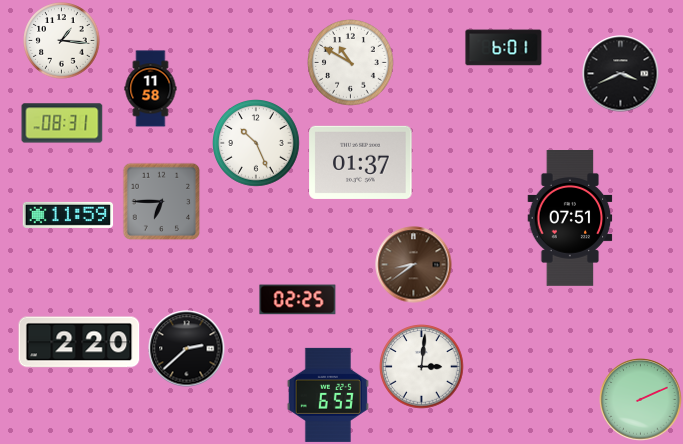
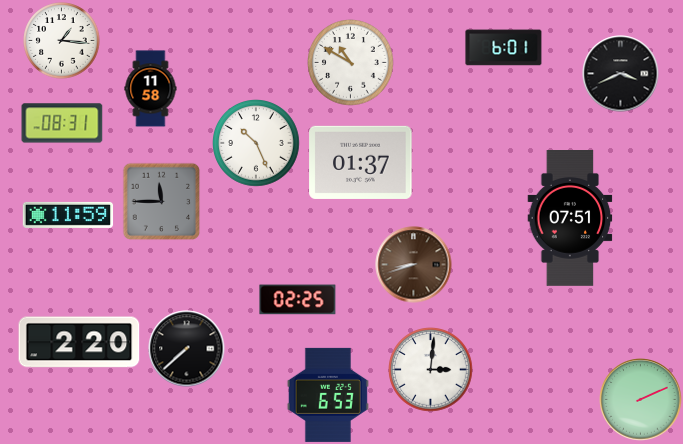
clock at (161, 201): 6:45 -> 11:45
clock at (414, 265): 8:39 -> 8:42
clock at (187, 349): 2:38 -> 7:38
clock at (422, 367) position: (422, 367) -> (431, 370)
